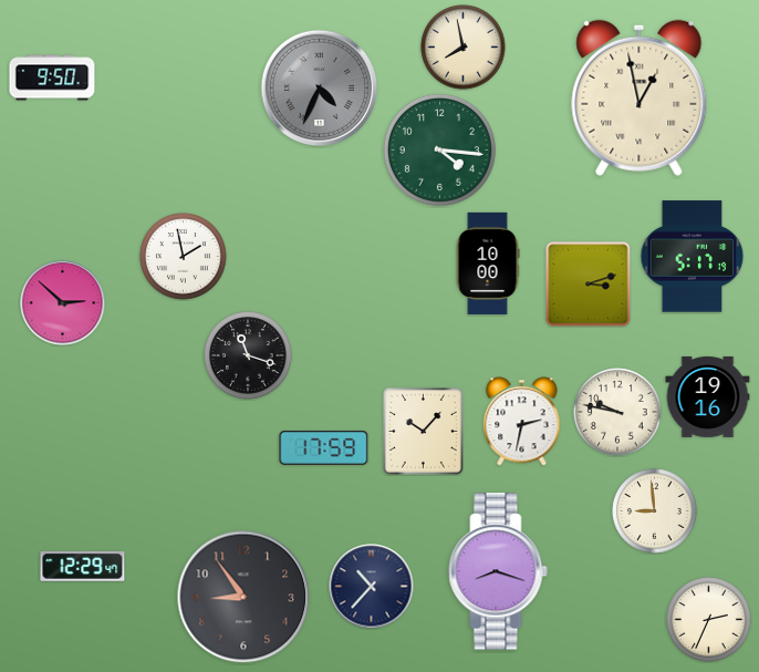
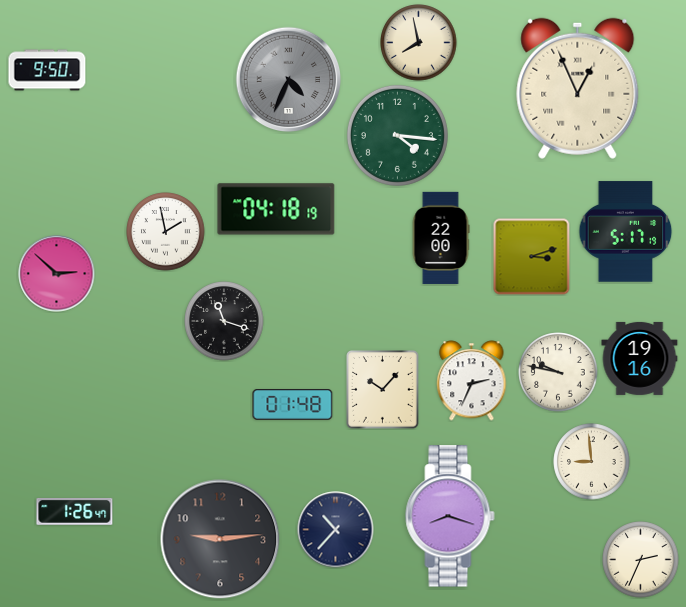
clock at (640, 97): 12:58 -> 12:56
clock at (276, 209): none -> 04:18
clock at (488, 263): 10:00 -> 22:00
clock at (522, 422): 2:32 -> 2:34
clock at (324, 448): 17:59 -> 01:48
clock at (83, 566): 12:29 -> 1:26
clock at (243, 597): 8:54 -> 9:14
